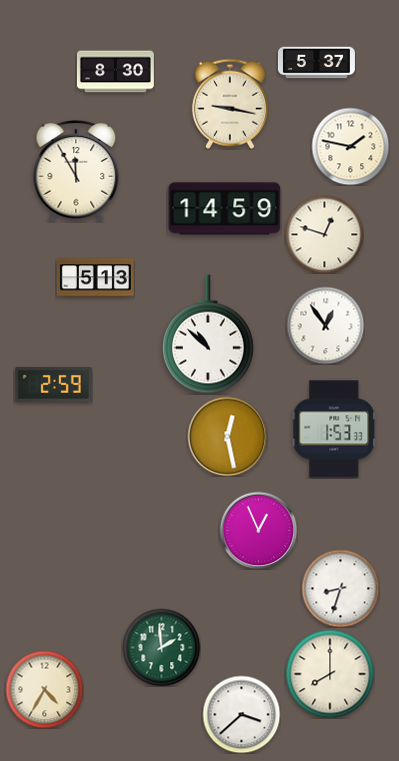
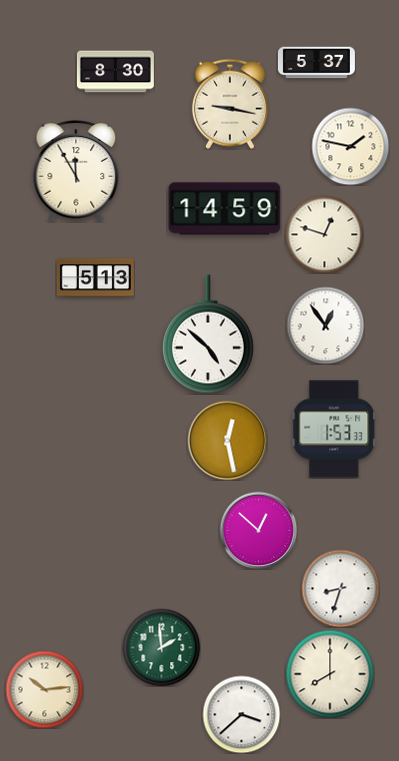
clock at (209, 334): 10:52 -> 4:52
clock at (53, 385): 2:59 -> none
clock at (227, 436) position: (227, 436) -> (227, 440)
clock at (258, 530): 12:56 -> 12:52
clock at (44, 689): 4:35 -> 10:14
